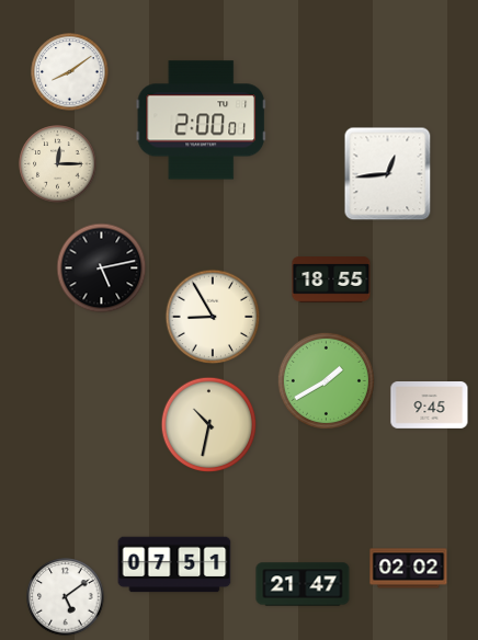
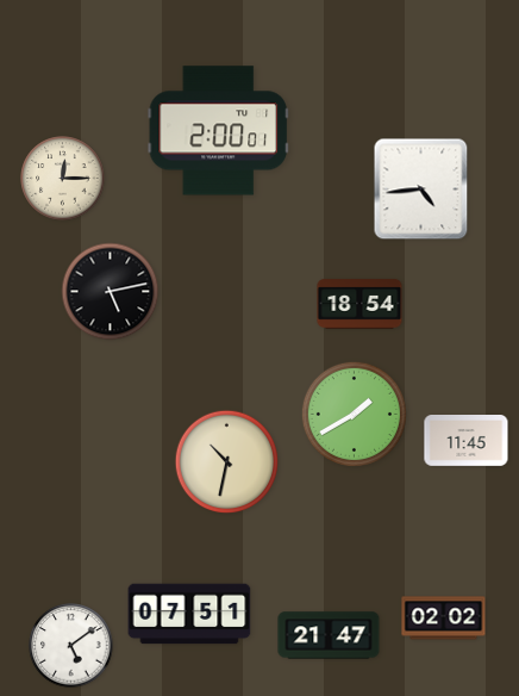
clock at (70, 72): 8:09 -> none
clock at (388, 174): 12:44 -> 4:44
clock at (331, 279): 18:55 -> 18:54
clock at (213, 317): 8:55 -> none
clock at (430, 405): 9:45 -> 11:45
clock at (66, 597) position: (66, 597) -> (71, 646)
